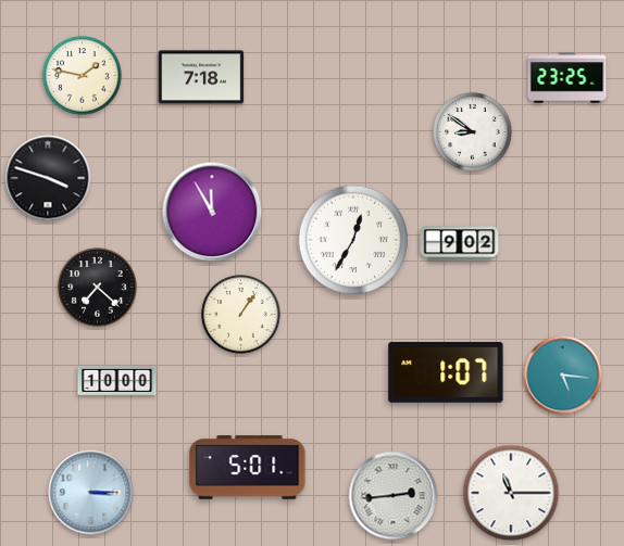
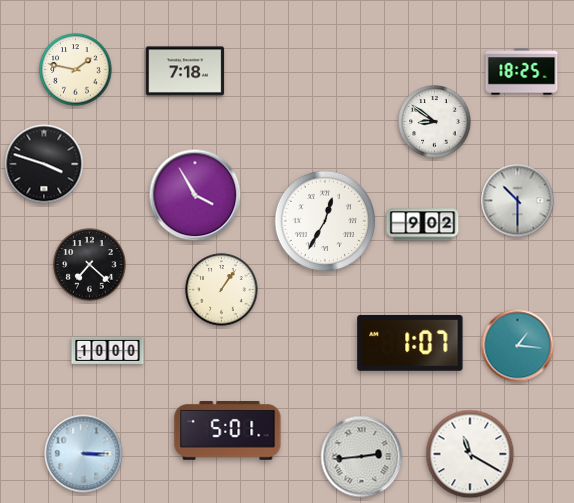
clock at (567, 78): 23:25 -> 18:25
clock at (212, 212): 11:55 -> 3:55
clock at (518, 201): none -> 10:30
clock at (563, 376): 5:16 -> 1:16
clock at (511, 493): 11:15 -> 11:20
